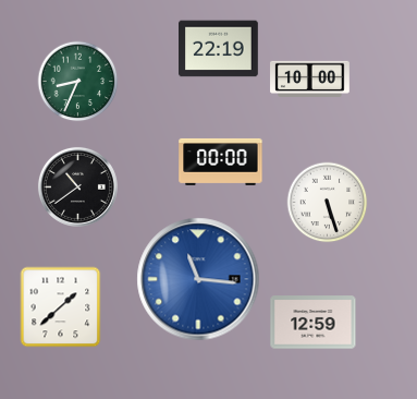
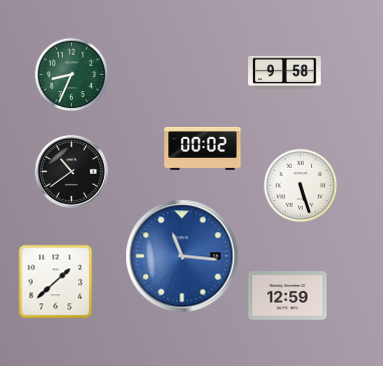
clock at (219, 49): 22:19 -> none
clock at (310, 78): 10:00 -> 9:58
clock at (221, 161): 00:00 -> 00:02
